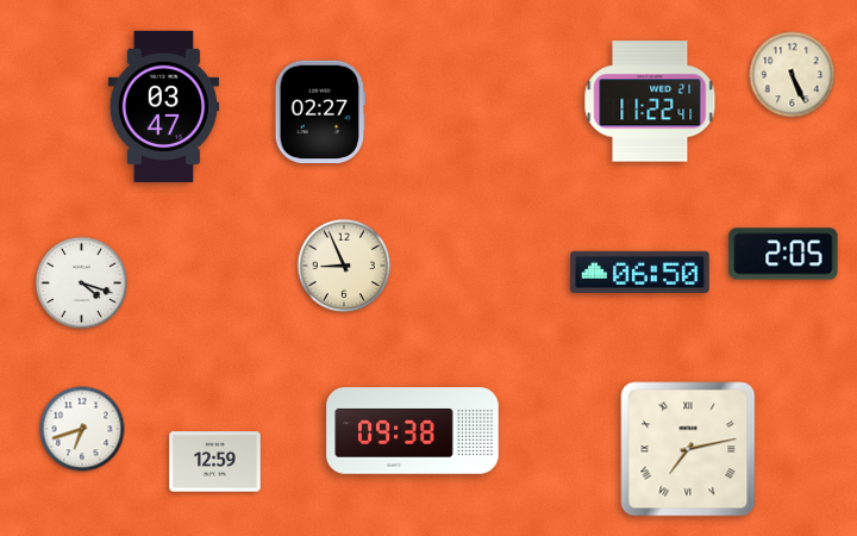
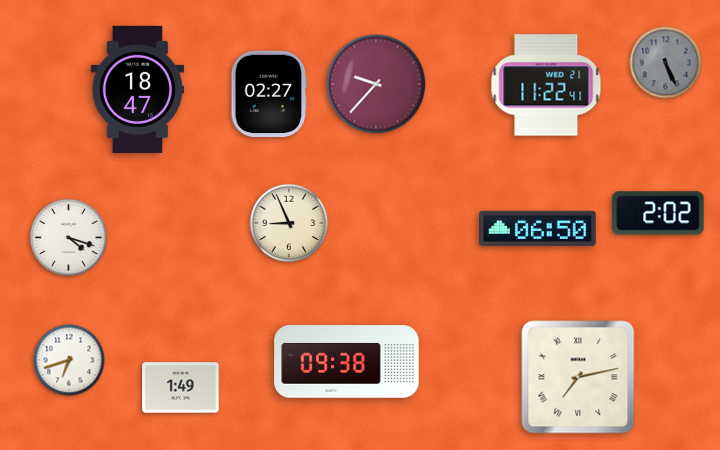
clock at (793, 75) dial: cream -> grey
clock at (376, 84): none -> 9:37
clock at (164, 106): 03:47 -> 18:47
clock at (783, 254): 2:05 -> 2:02
clock at (215, 462): 12:59 -> 1:49
